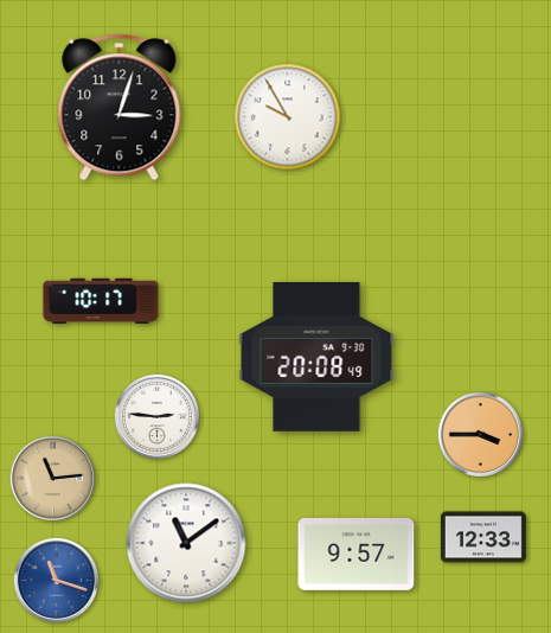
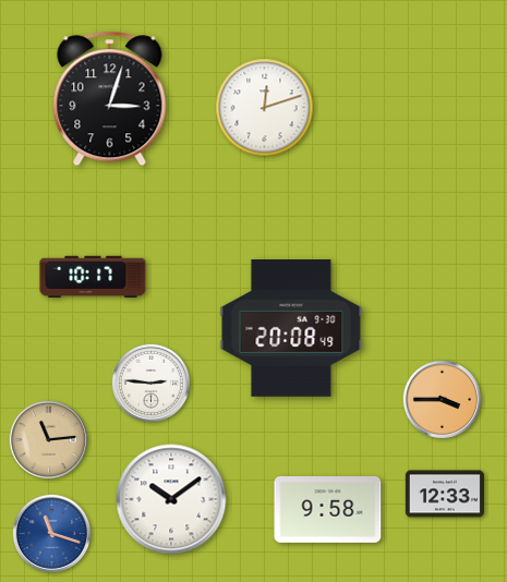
clock at (288, 117): 9:55 -> 12:12
clock at (156, 416) position: (156, 416) -> (150, 383)
clock at (186, 543): 11:09 -> 10:09
clock at (357, 554): 9:57 -> 9:58
